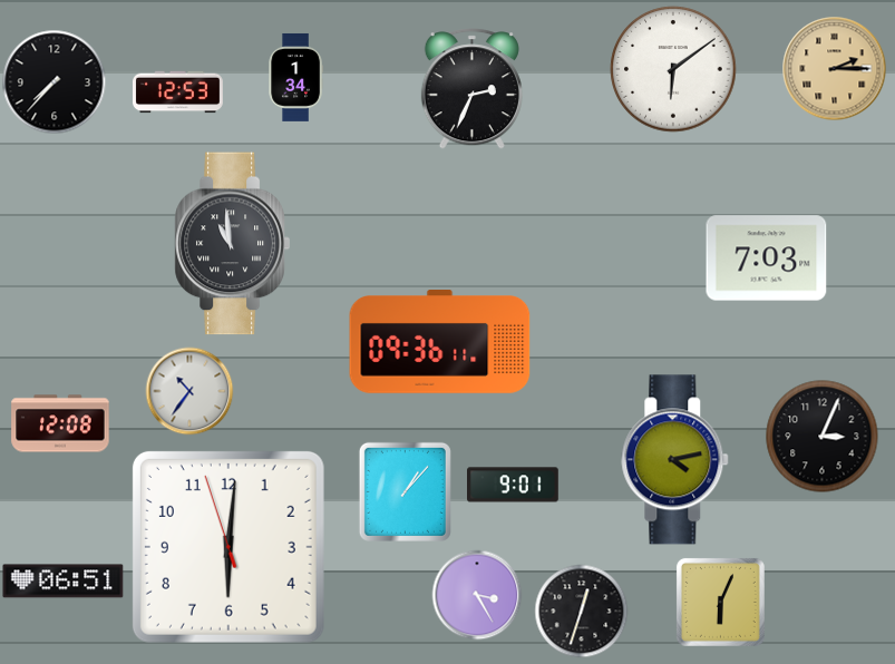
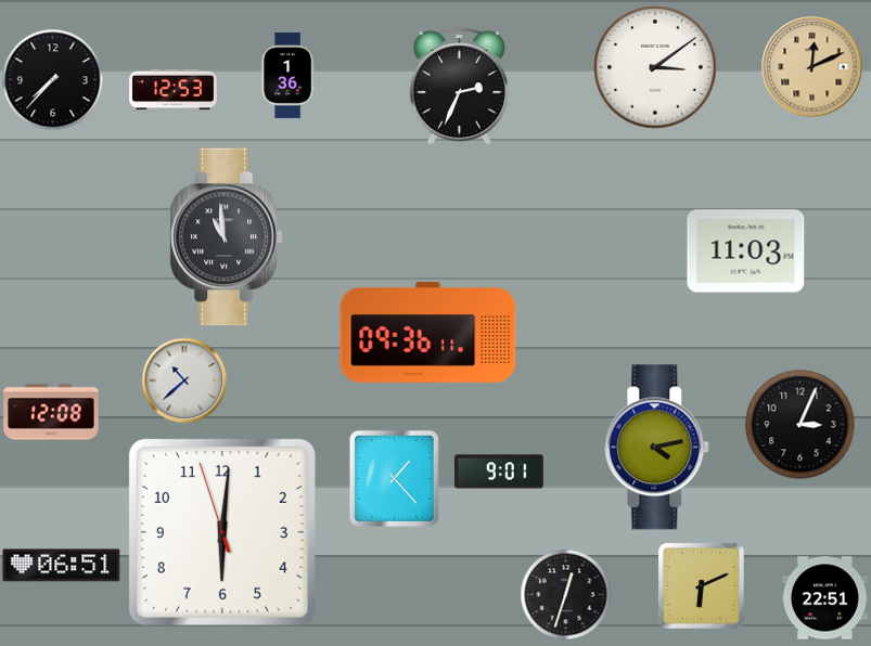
clock at (834, 68): 2:15 -> 12:11
clock at (673, 69): 6:09 -> 3:09
clock at (295, 77): 1:34 -> 1:36
clock at (767, 258): 7:03 -> 11:03
clock at (189, 391): 10:36 -> 10:38
clock at (60, 423) position: (60, 423) -> (51, 412)
clock at (405, 491): 1:07 -> 1:23
clock at (477, 595): 3:25 -> none
clock at (720, 602): 6:04 -> 6:11
clock at (824, 598): none -> 22:51
